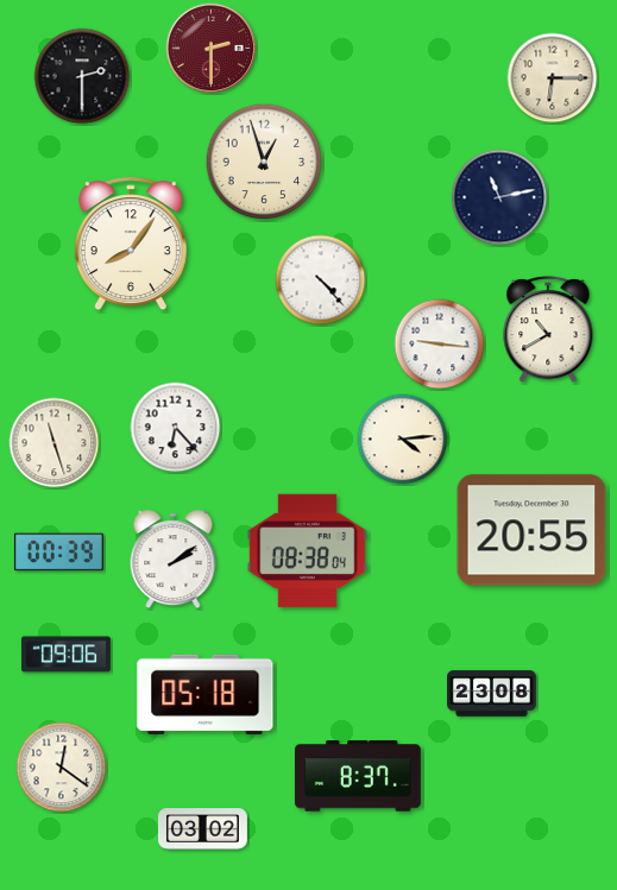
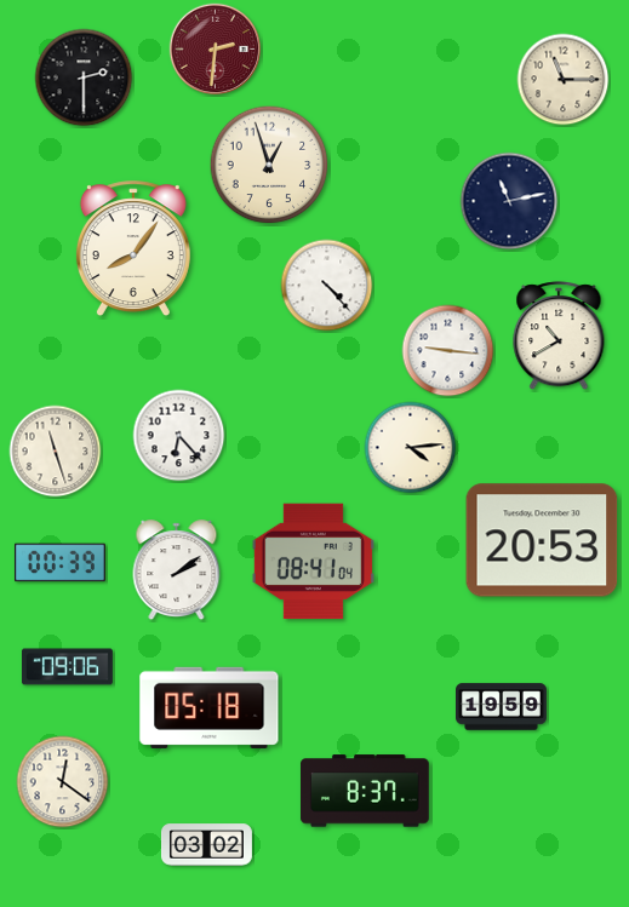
clock at (212, 49): 2:30 -> 2:31
clock at (553, 78): 6:15 -> 11:15
clock at (531, 530): 20:55 -> 20:53
clock at (307, 551): 08:38 -> 08:41
clock at (492, 694): 23:08 -> 19:59
